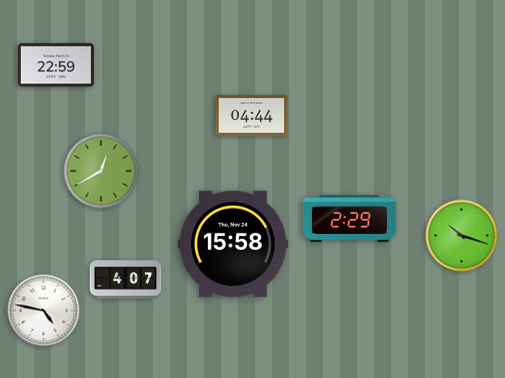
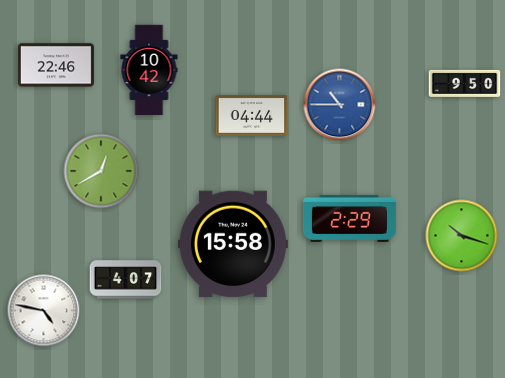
clock at (56, 65): 22:59 -> 22:46
clock at (149, 70): none -> 10:42
clock at (465, 83): none -> 9:50
clock at (340, 105): none -> 10:45
